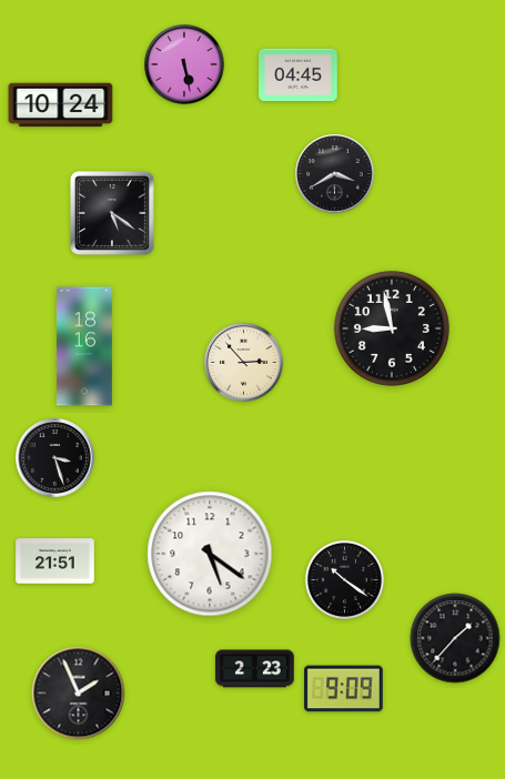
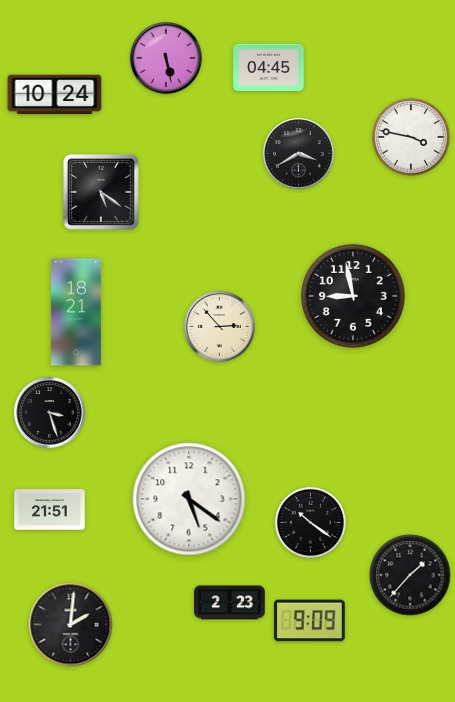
clock at (411, 137): none -> 3:47
clock at (335, 174) position: (335, 174) -> (299, 154)
clock at (84, 346): 18:16 -> 18:21
clock at (55, 562) position: (55, 562) -> (50, 510)
clock at (79, 694): 1:56 -> 2:01
